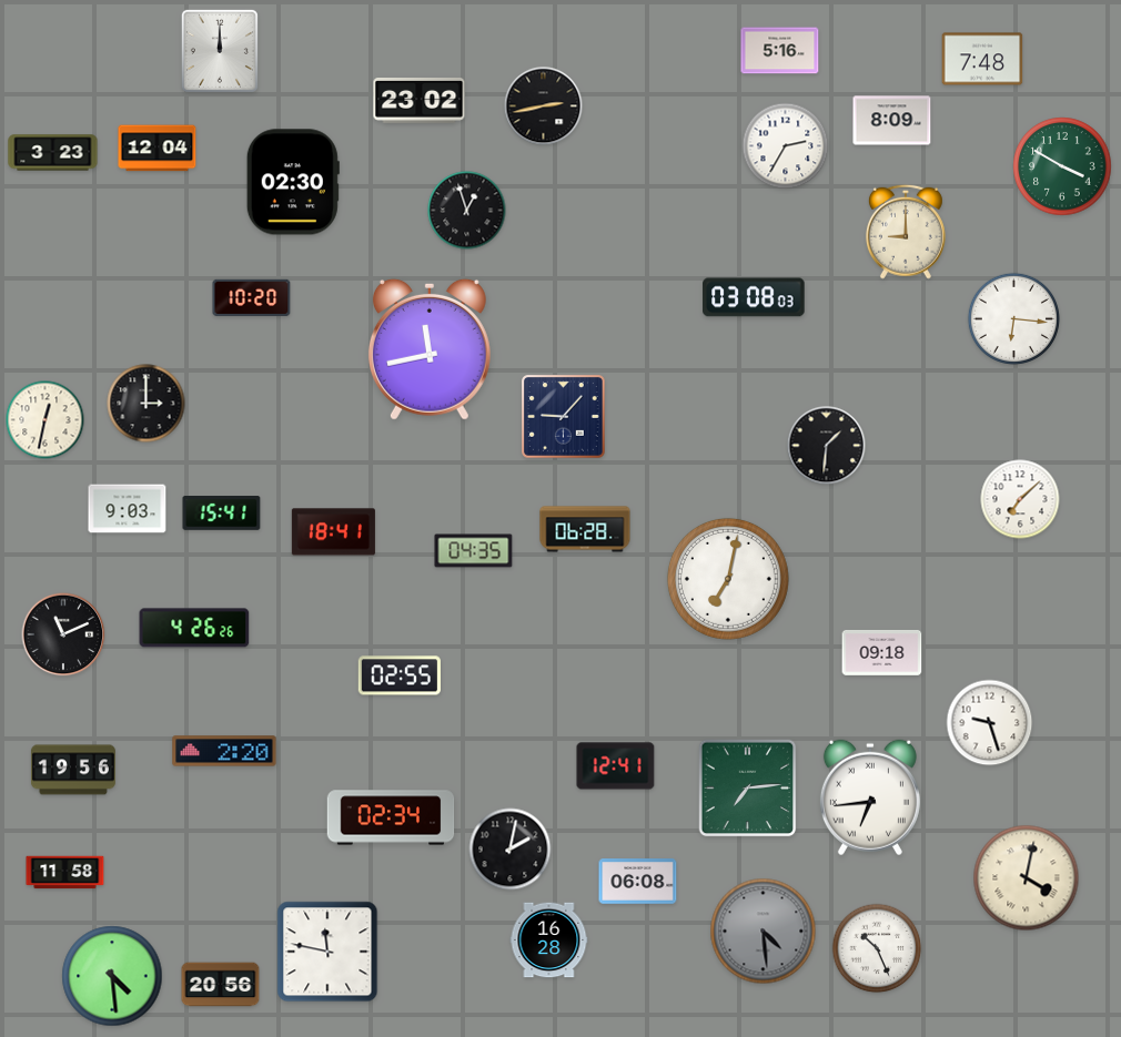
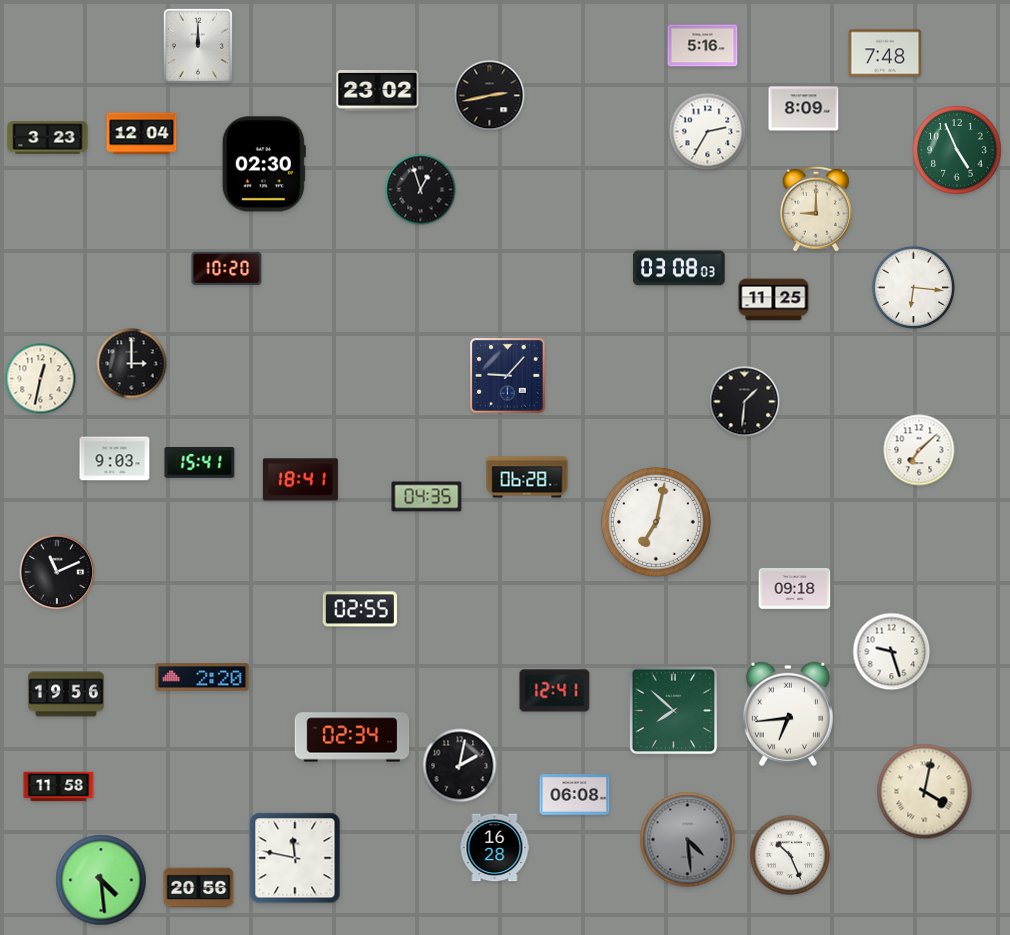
clock at (1062, 166): 3:50 -> 4:56
clock at (774, 300): none -> 11:25
clock at (430, 349): 11:43 -> none
clock at (194, 628): 4:26 -> none
clock at (748, 789): 7:14 -> 7:52
clock at (870, 797) position: (870, 797) -> (788, 714)
